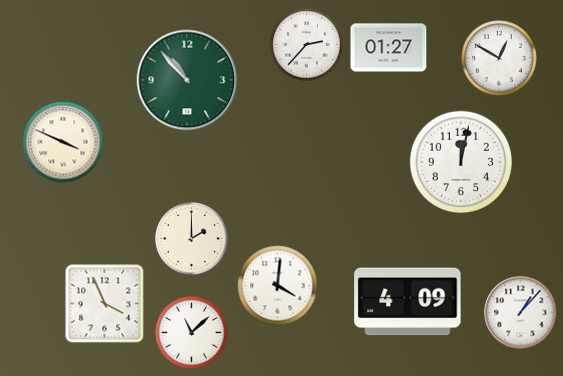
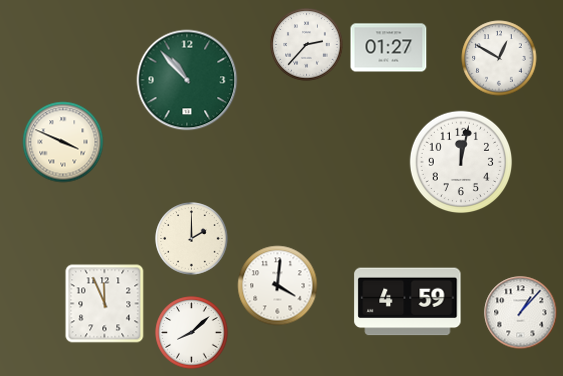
clock at (408, 302): 4:09 -> 4:59
clock at (105, 304): 3:56 -> 11:56
clock at (192, 333): 11:08 -> 8:08
